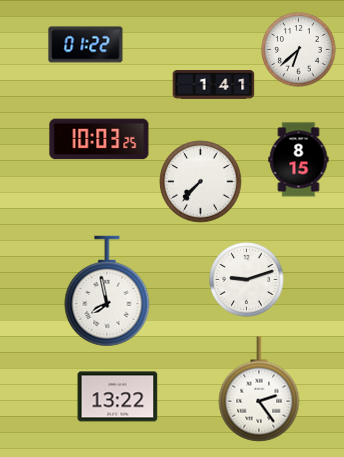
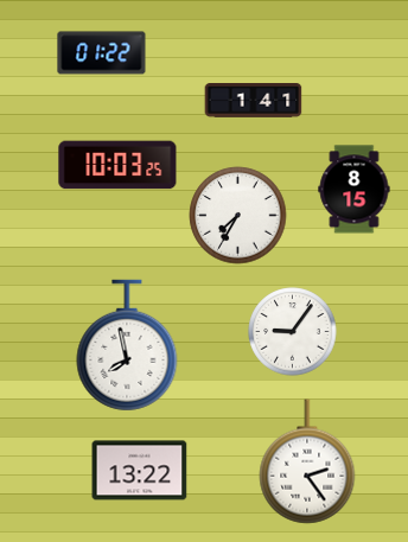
clock at (299, 50): 6:38 -> none
clock at (201, 182): 7:37 -> 7:35
clock at (247, 280): 9:12 -> 9:06
